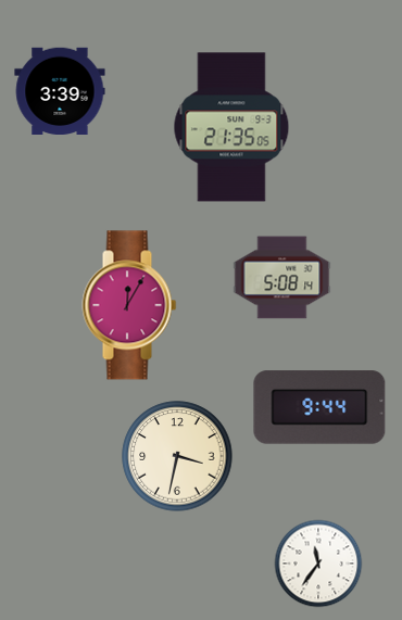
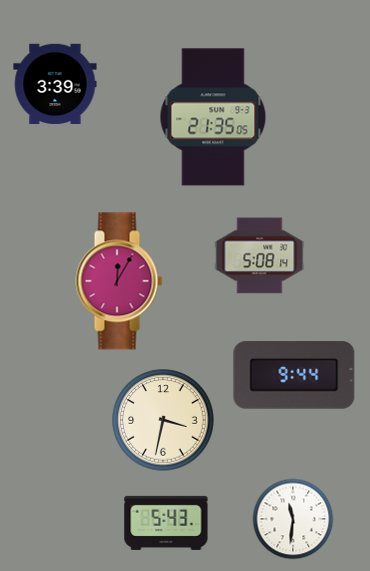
clock at (318, 564): 11:36 -> 11:31
clock at (166, 523): none -> 5:43
